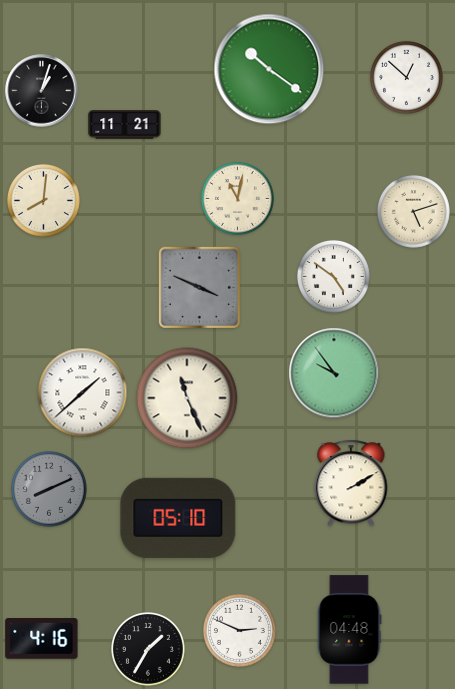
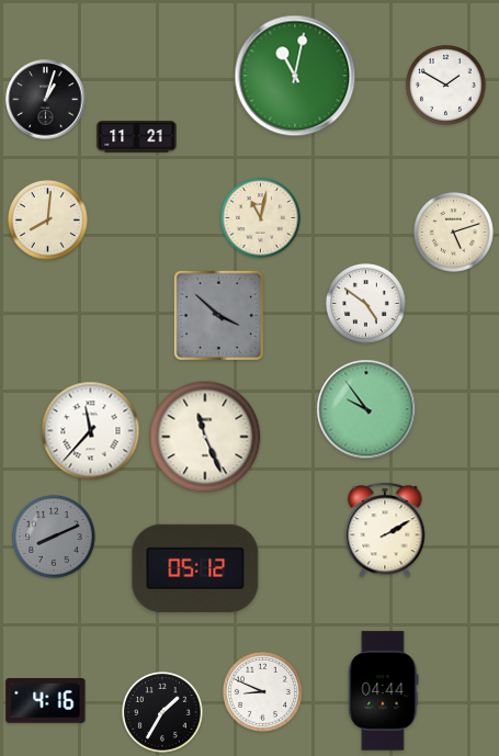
clock at (269, 69): 10:21 -> 11:02
clock at (406, 77): 12:52 -> 1:50
clock at (199, 287): 3:49 -> 3:52
clock at (83, 393): 1:38 -> 11:37
clock at (178, 518): 05:10 -> 05:12
clock at (239, 630): 2:49 -> 8:49
clock at (350, 630): 04:48 -> 04:44
